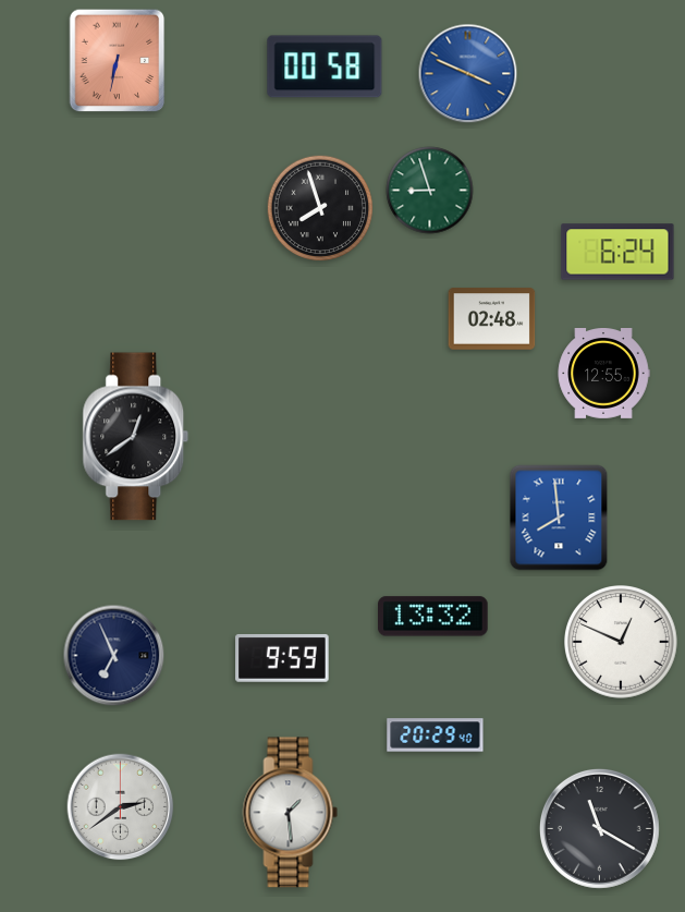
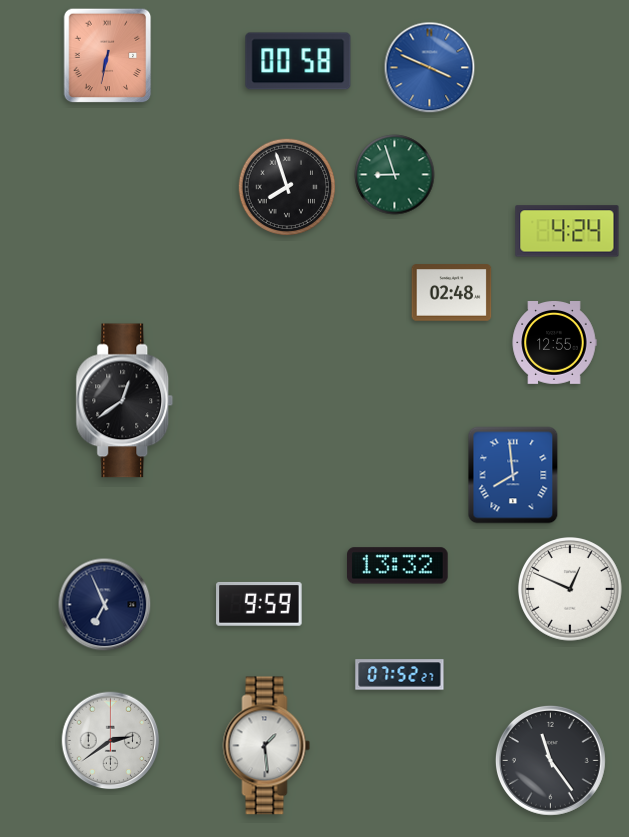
clock at (320, 208) position: (320, 208) -> (287, 187)
clock at (617, 252): 6:24 -> 4:24
clock at (114, 656) position: (114, 656) -> (105, 605)
clock at (436, 735): 20:29 -> 07:52
clock at (599, 828): 11:20 -> 11:24
